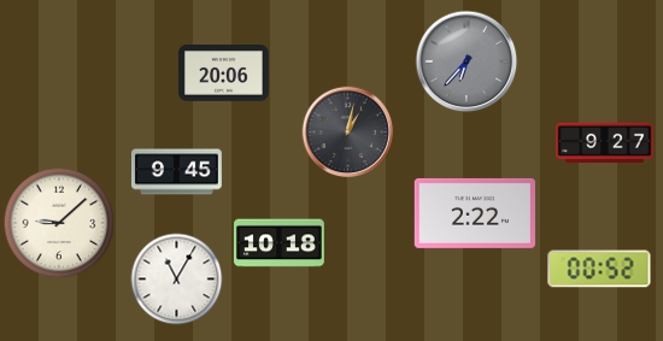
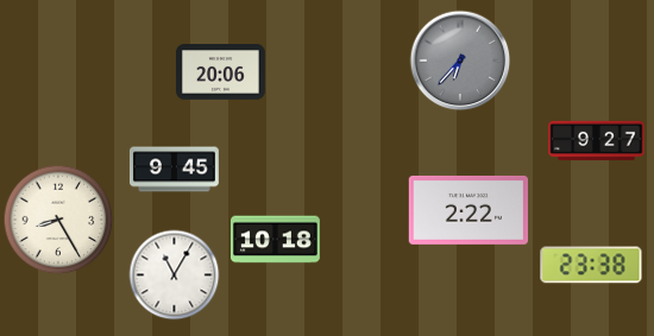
clock at (348, 133): 1:02 -> none
clock at (59, 223): 9:08 -> 8:25
clock at (599, 269): 00:52 -> 23:38
